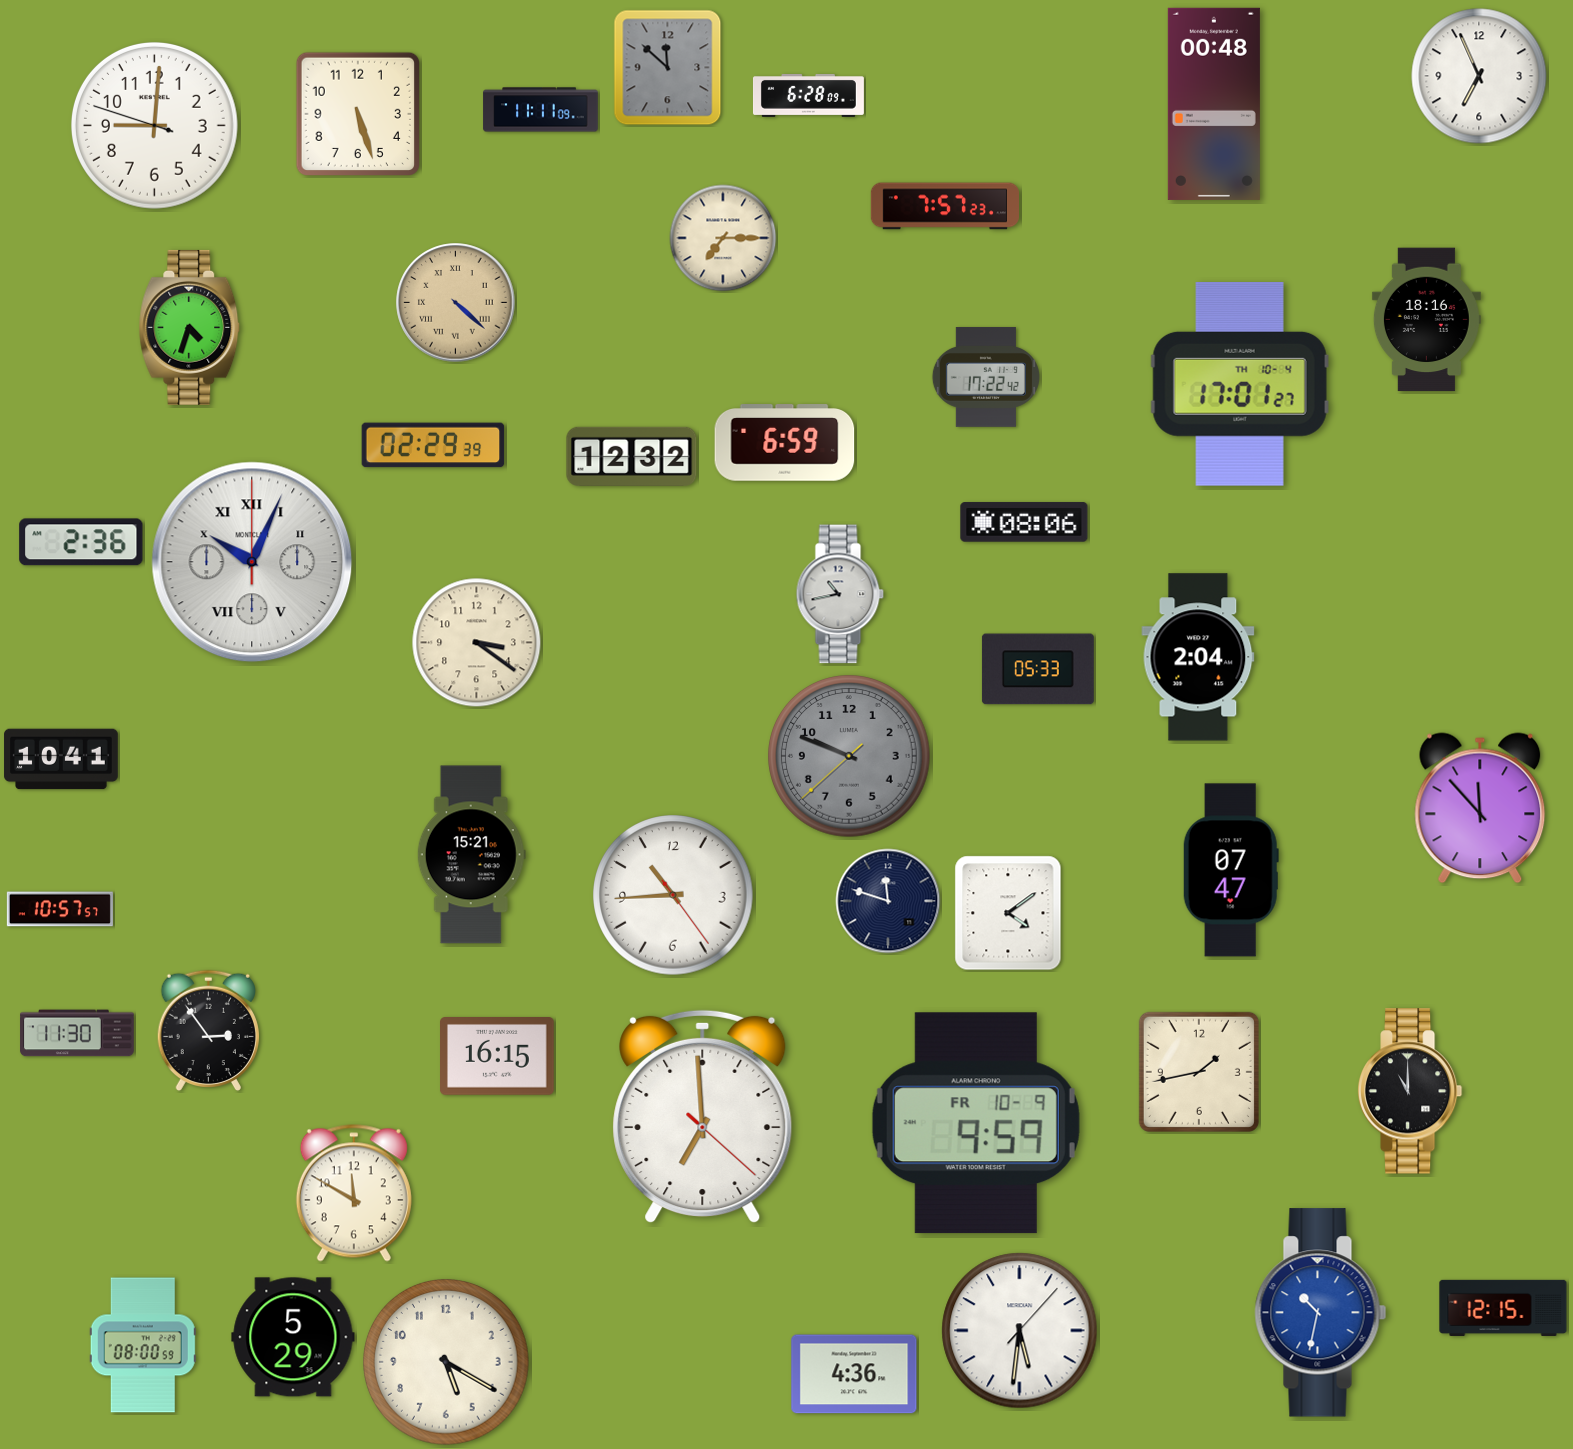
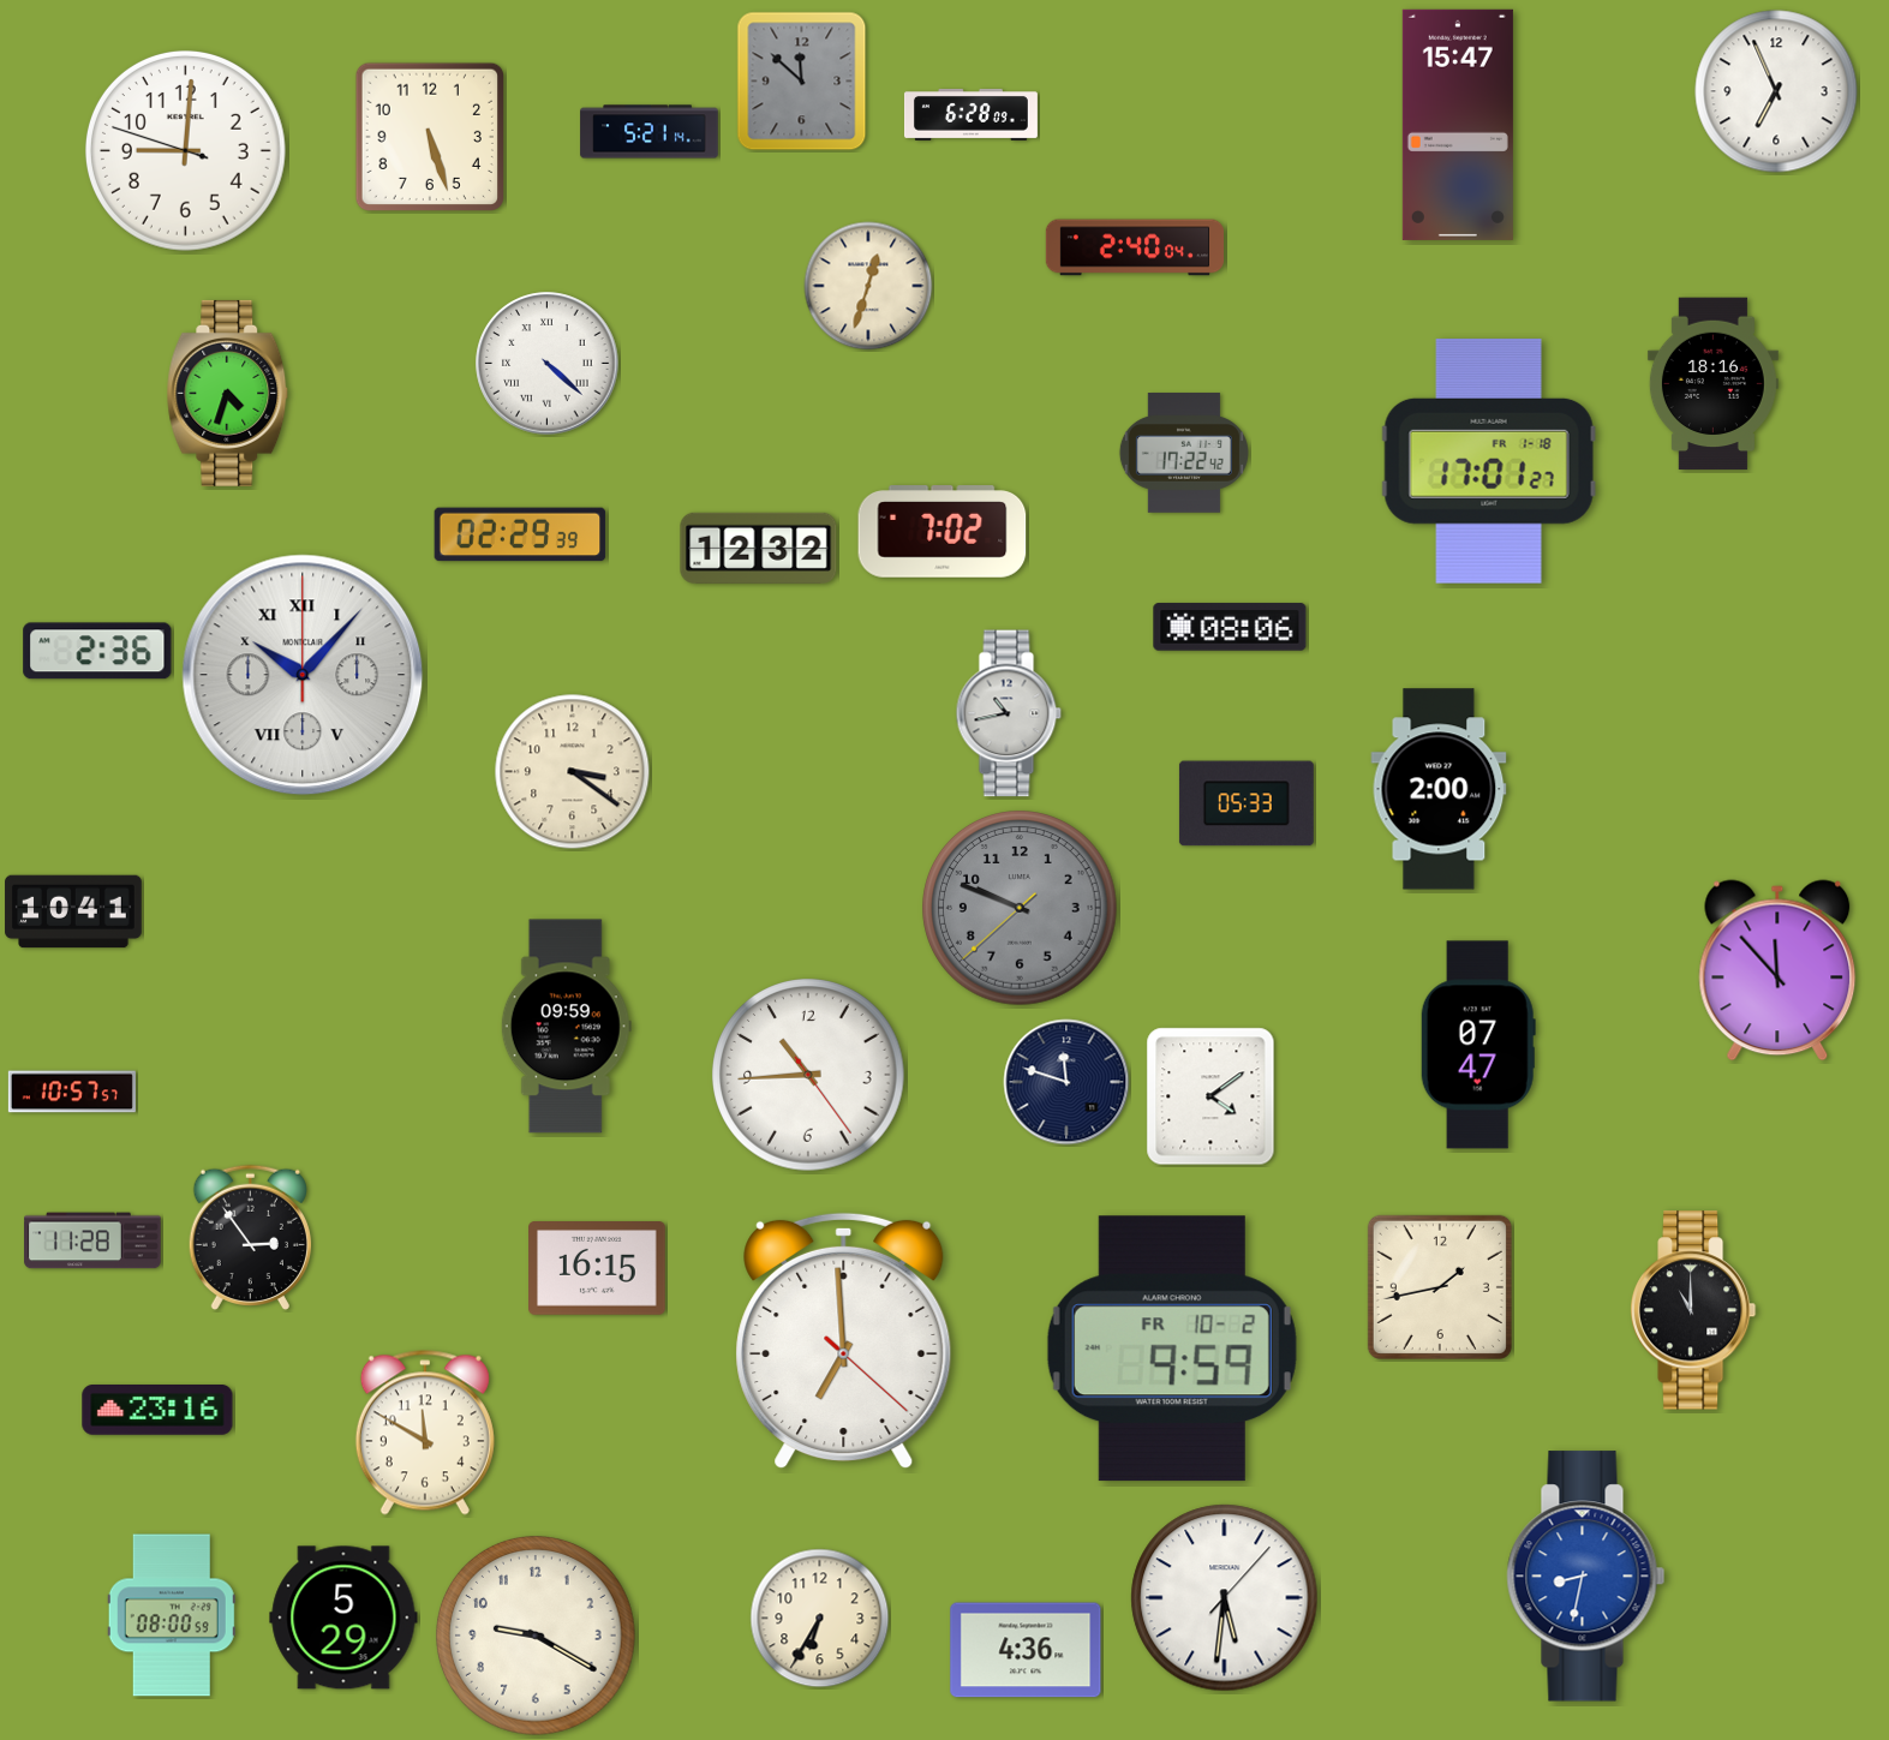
clock at (1214, 104): 00:48 -> 15:47
clock at (541, 110): 11:11 -> 5:21
clock at (944, 206): 7:57 -> 2:40
clock at (723, 238): 7:15 -> 12:33
clock at (456, 303) dial: champagne -> white
clock at (1240, 384) date: TH 10-4 -> FR 1-18
clock at (785, 443): 6:59 -> 7:02
clock at (252, 562): 10:04 -> 10:07
clock at (1198, 657): 2:04 -> 2:00
clock at (471, 855): 15:21 -> 09:59
clock at (77, 1033): 11:30 -> 11:28
clock at (976, 1123) date: FR 10-9 -> FR 10-2
clock at (157, 1410): none -> 23:16
clock at (1503, 1308): 12:15 -> none
clock at (1321, 1313): 10:32 -> 8:32
clock at (293, 1337) position: (293, 1337) -> (343, 1618)
clock at (820, 1619): none -> 6:35
clock at (447, 1363): 5:20 -> 9:20
